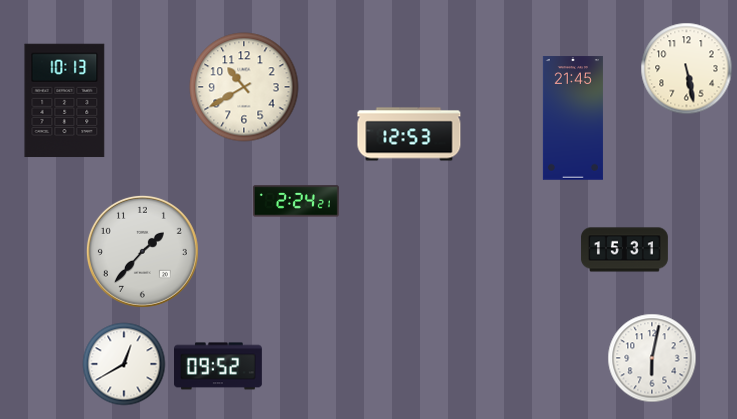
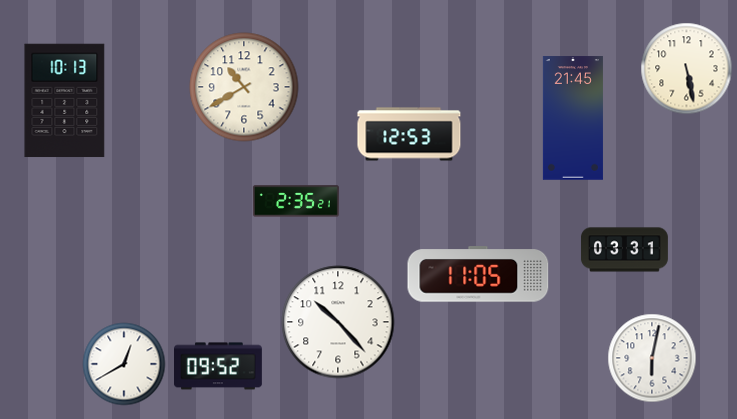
clock at (296, 201): 2:24 -> 2:35
clock at (624, 250): 15:31 -> 03:31
clock at (142, 251): 1:37 -> none
clock at (478, 274): none -> 11:05
clock at (338, 322): none -> 10:23
